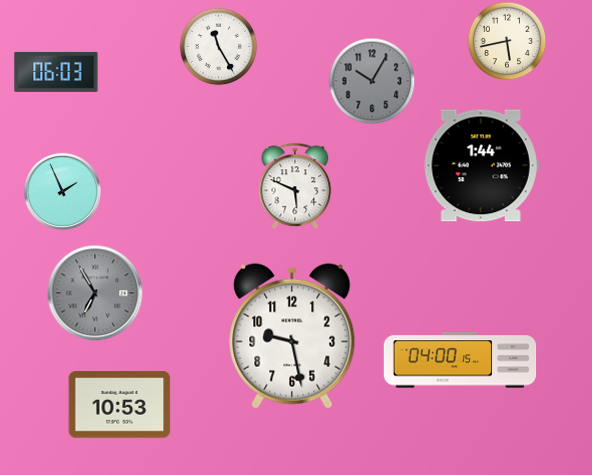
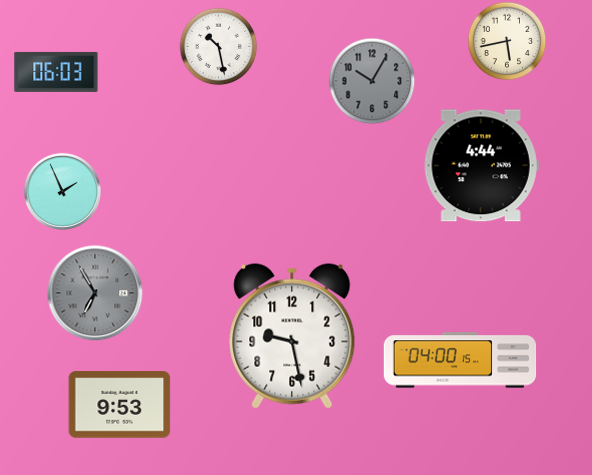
clock at (218, 46): 11:25 -> 10:28
clock at (481, 166): 1:44 -> 4:44
clock at (295, 186): 5:49 -> none
clock at (120, 405): 10:53 -> 9:53
